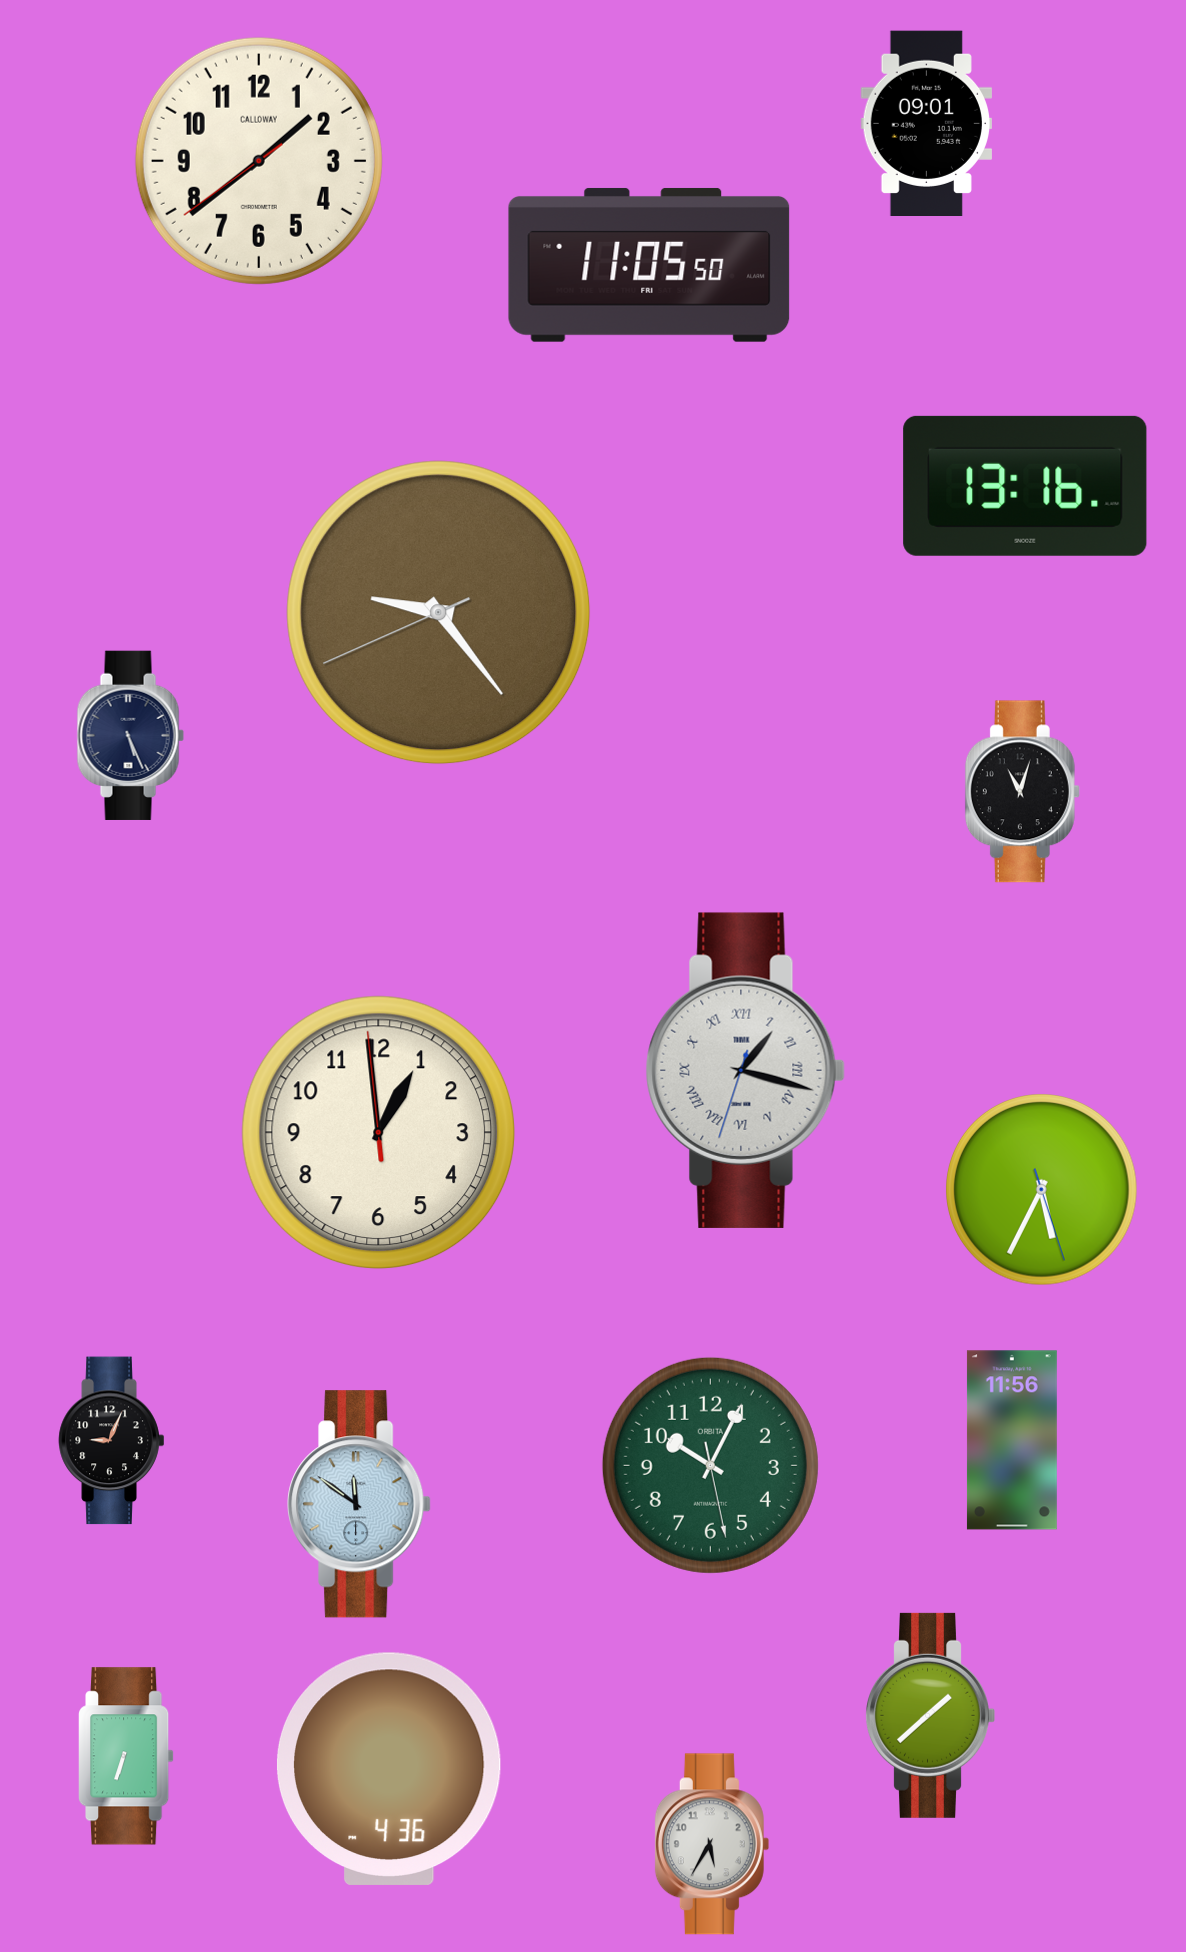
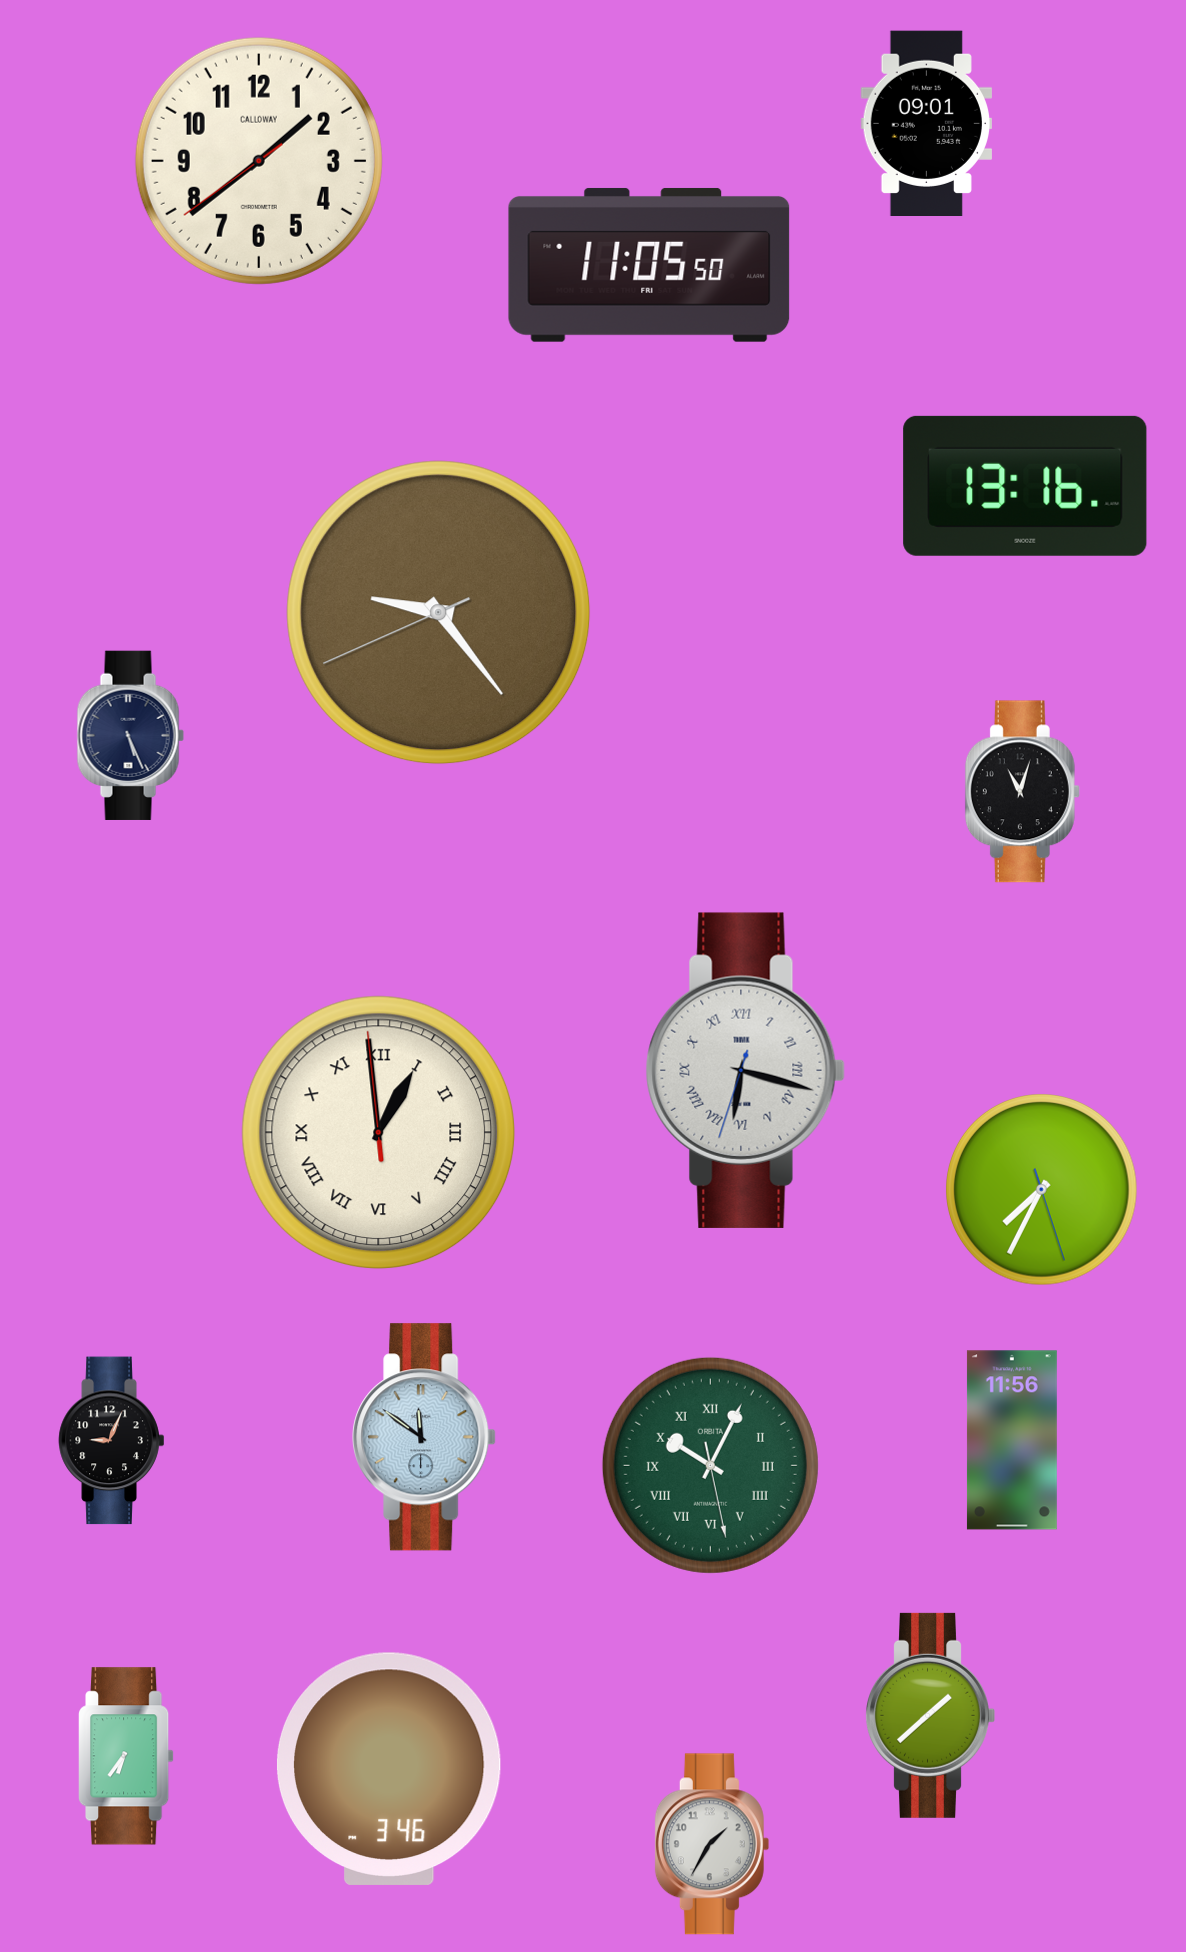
clock at (745, 1070): 1:17 -> 6:17
clock at (379, 1133) numerals: Arabic -> Roman
clock at (1042, 1190): 5:34 -> 7:34
clock at (710, 1465) numerals: Arabic -> Roman
clock at (359, 1504) position: (359, 1504) -> (424, 1437)
clock at (127, 1756): 6:33 -> 6:36
clock at (389, 1769): 4:36 -> 3:46
clock at (712, 1844): 5:35 -> 1:35
